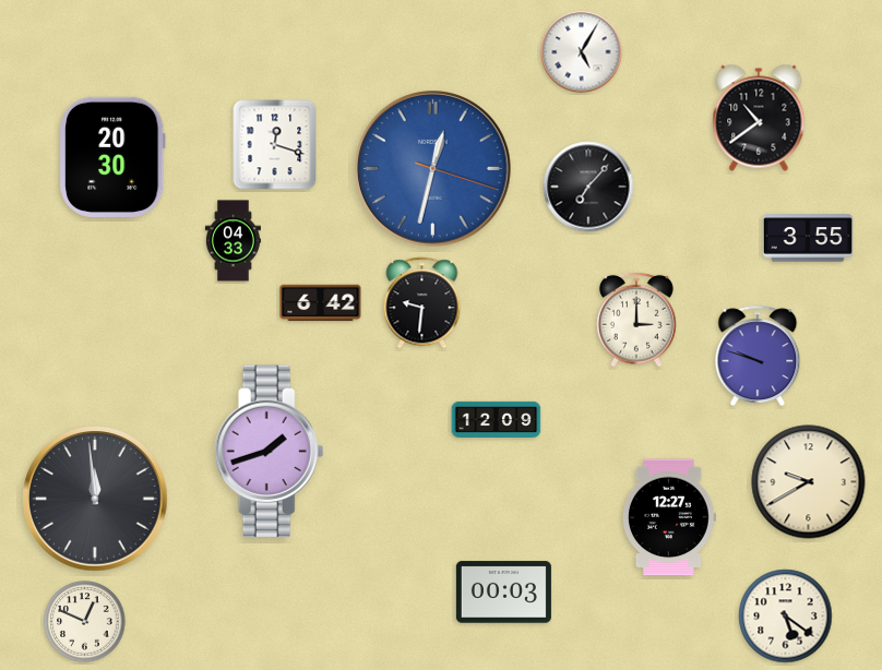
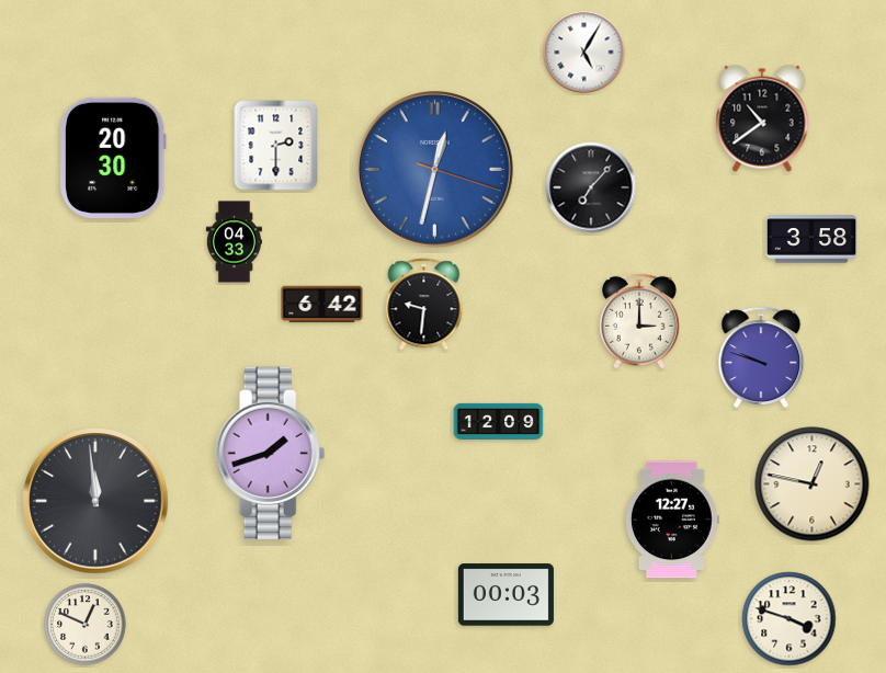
clock at (275, 145): 12:18 -> 2:30
clock at (808, 238): 3:55 -> 3:58
clock at (809, 482): 9:40 -> 12:47
clock at (786, 617): 5:21 -> 3:48
